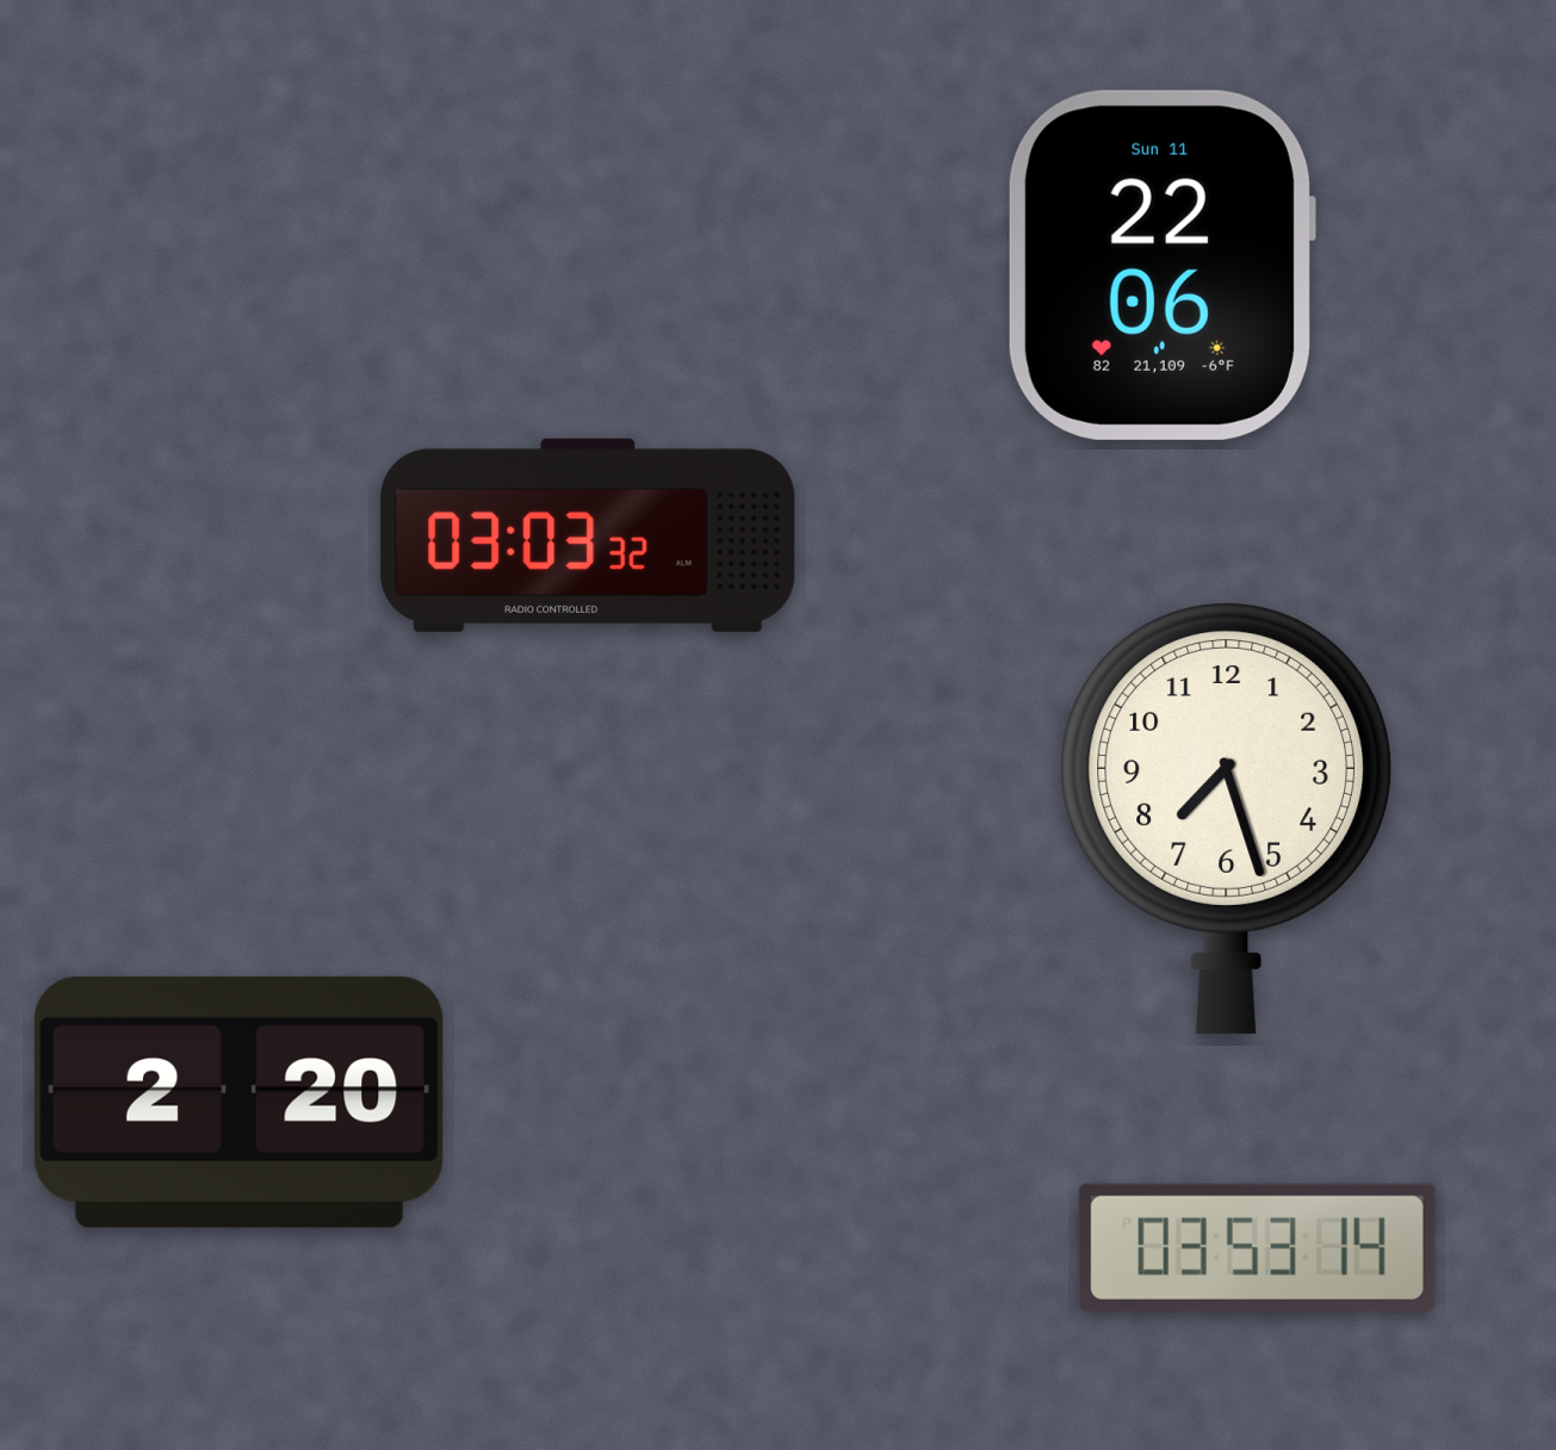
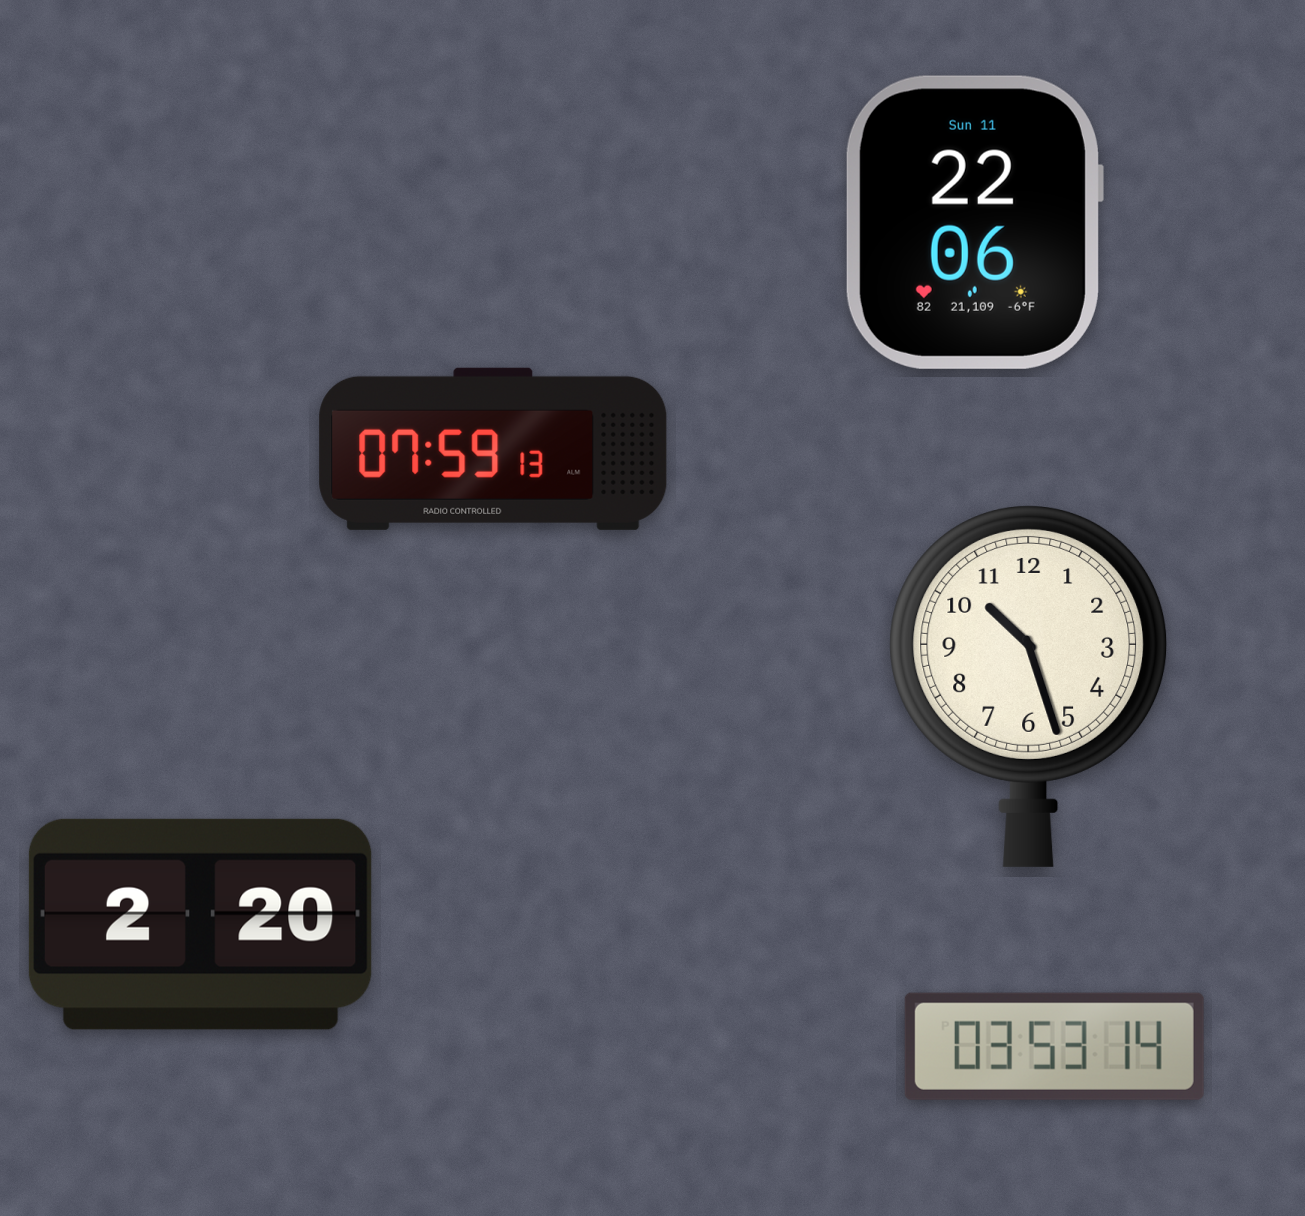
clock at (588, 535): 03:03 -> 07:59
clock at (1227, 818): 7:27 -> 10:27
